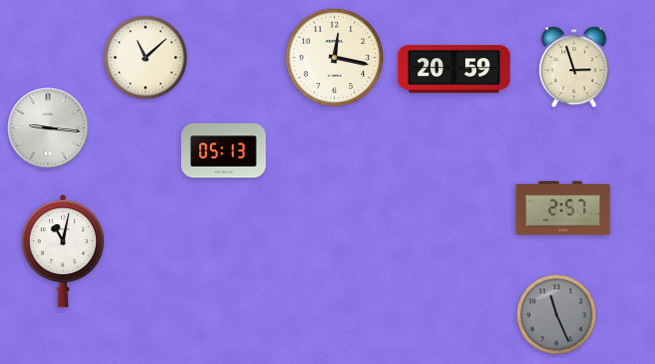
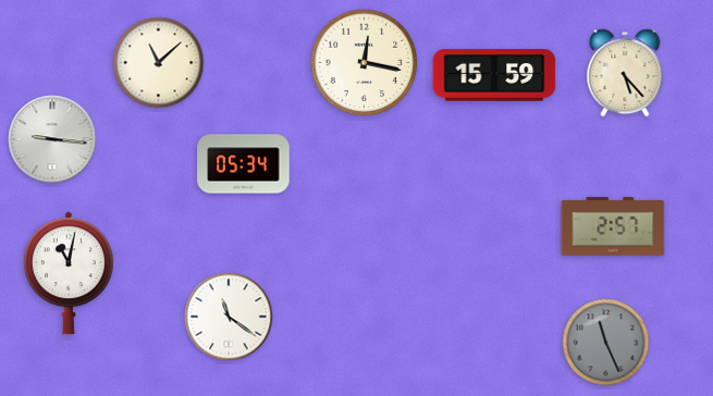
clock at (574, 67): 2:57 -> 5:23
clock at (454, 69): 20:59 -> 15:59
clock at (224, 151): 05:13 -> 05:34
clock at (229, 317): none -> 11:21
